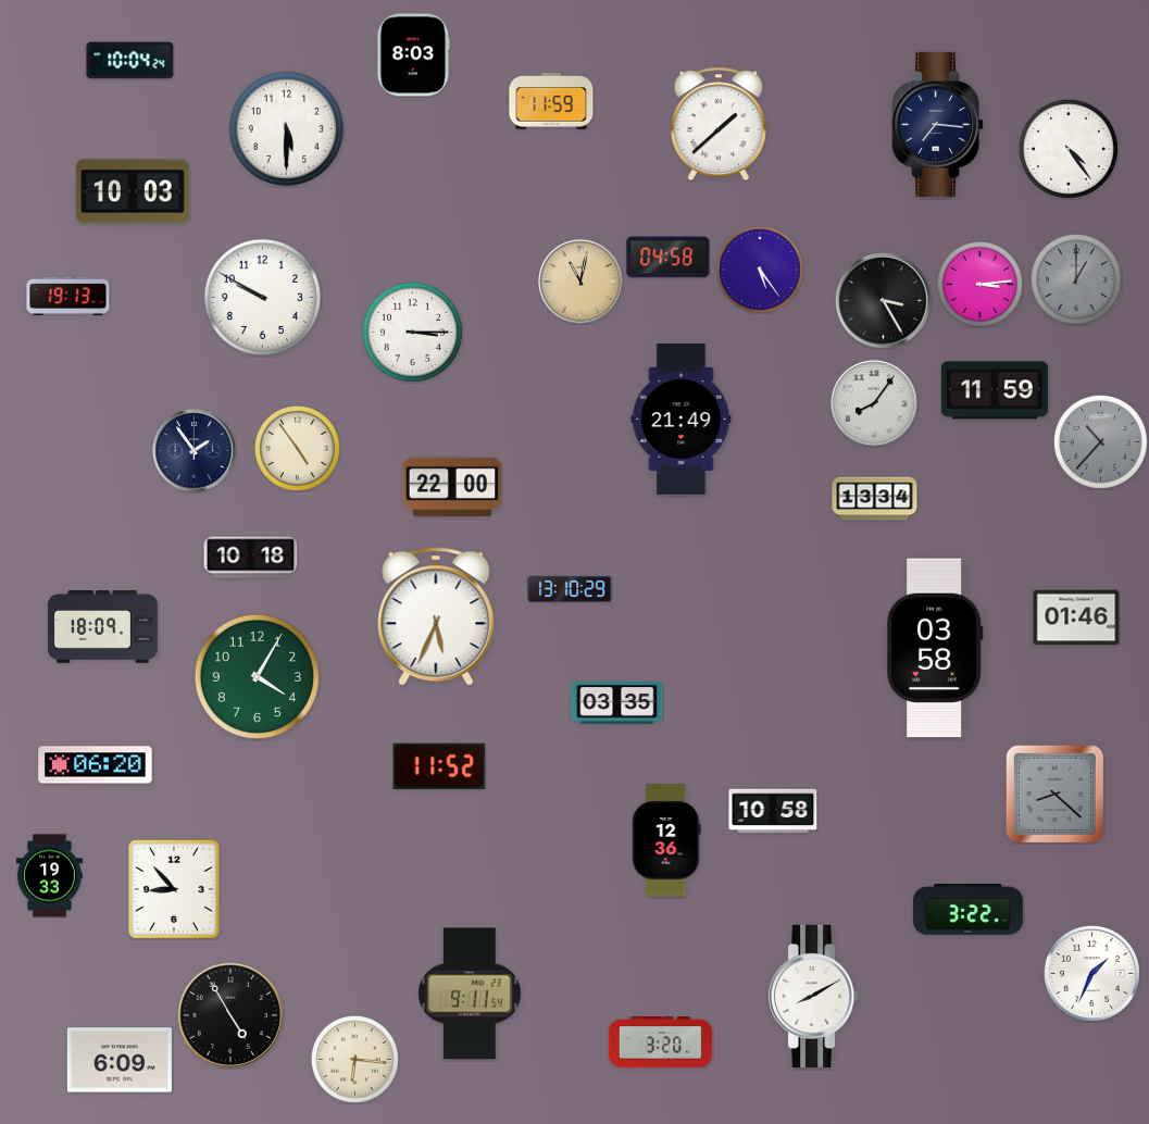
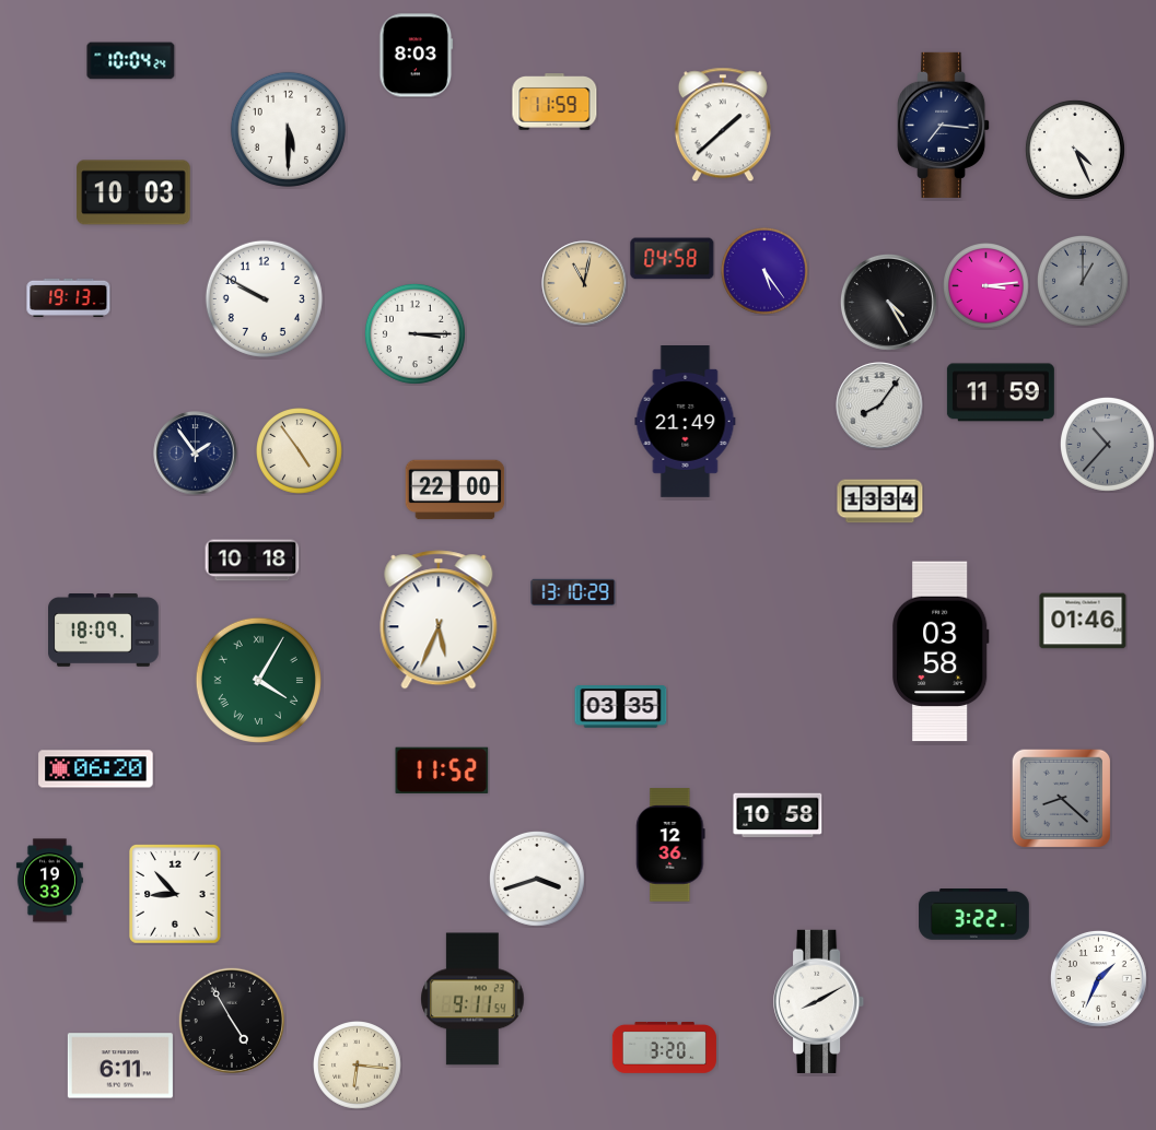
clock at (1069, 149): 4:24 -> 4:26
clock at (883, 300): 3:25 -> 4:25
clock at (257, 676) numerals: Arabic -> Roman
clock at (537, 879): none -> 3:42
clock at (120, 1060): 6:09 -> 6:11
